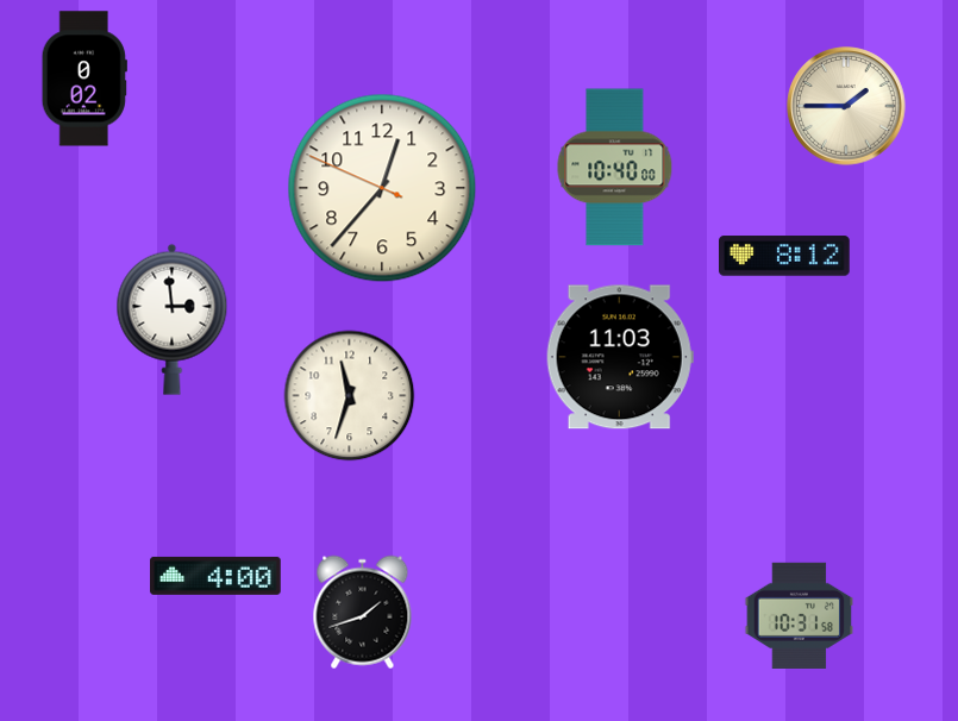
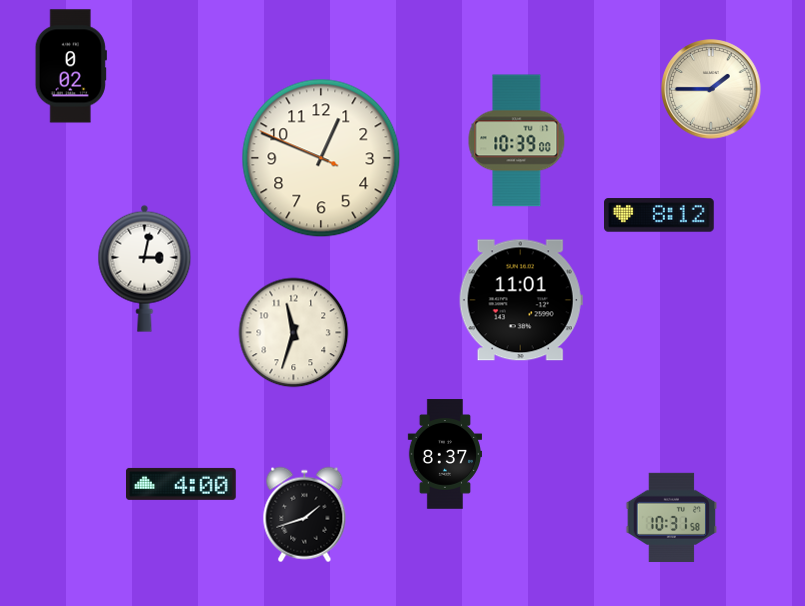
clock at (615, 168): 10:40 -> 10:39
clock at (382, 188): 12:36 -> 12:48
clock at (173, 319): 2:59 -> 3:02
clock at (620, 357): 11:03 -> 11:01
clock at (444, 454): none -> 8:37
